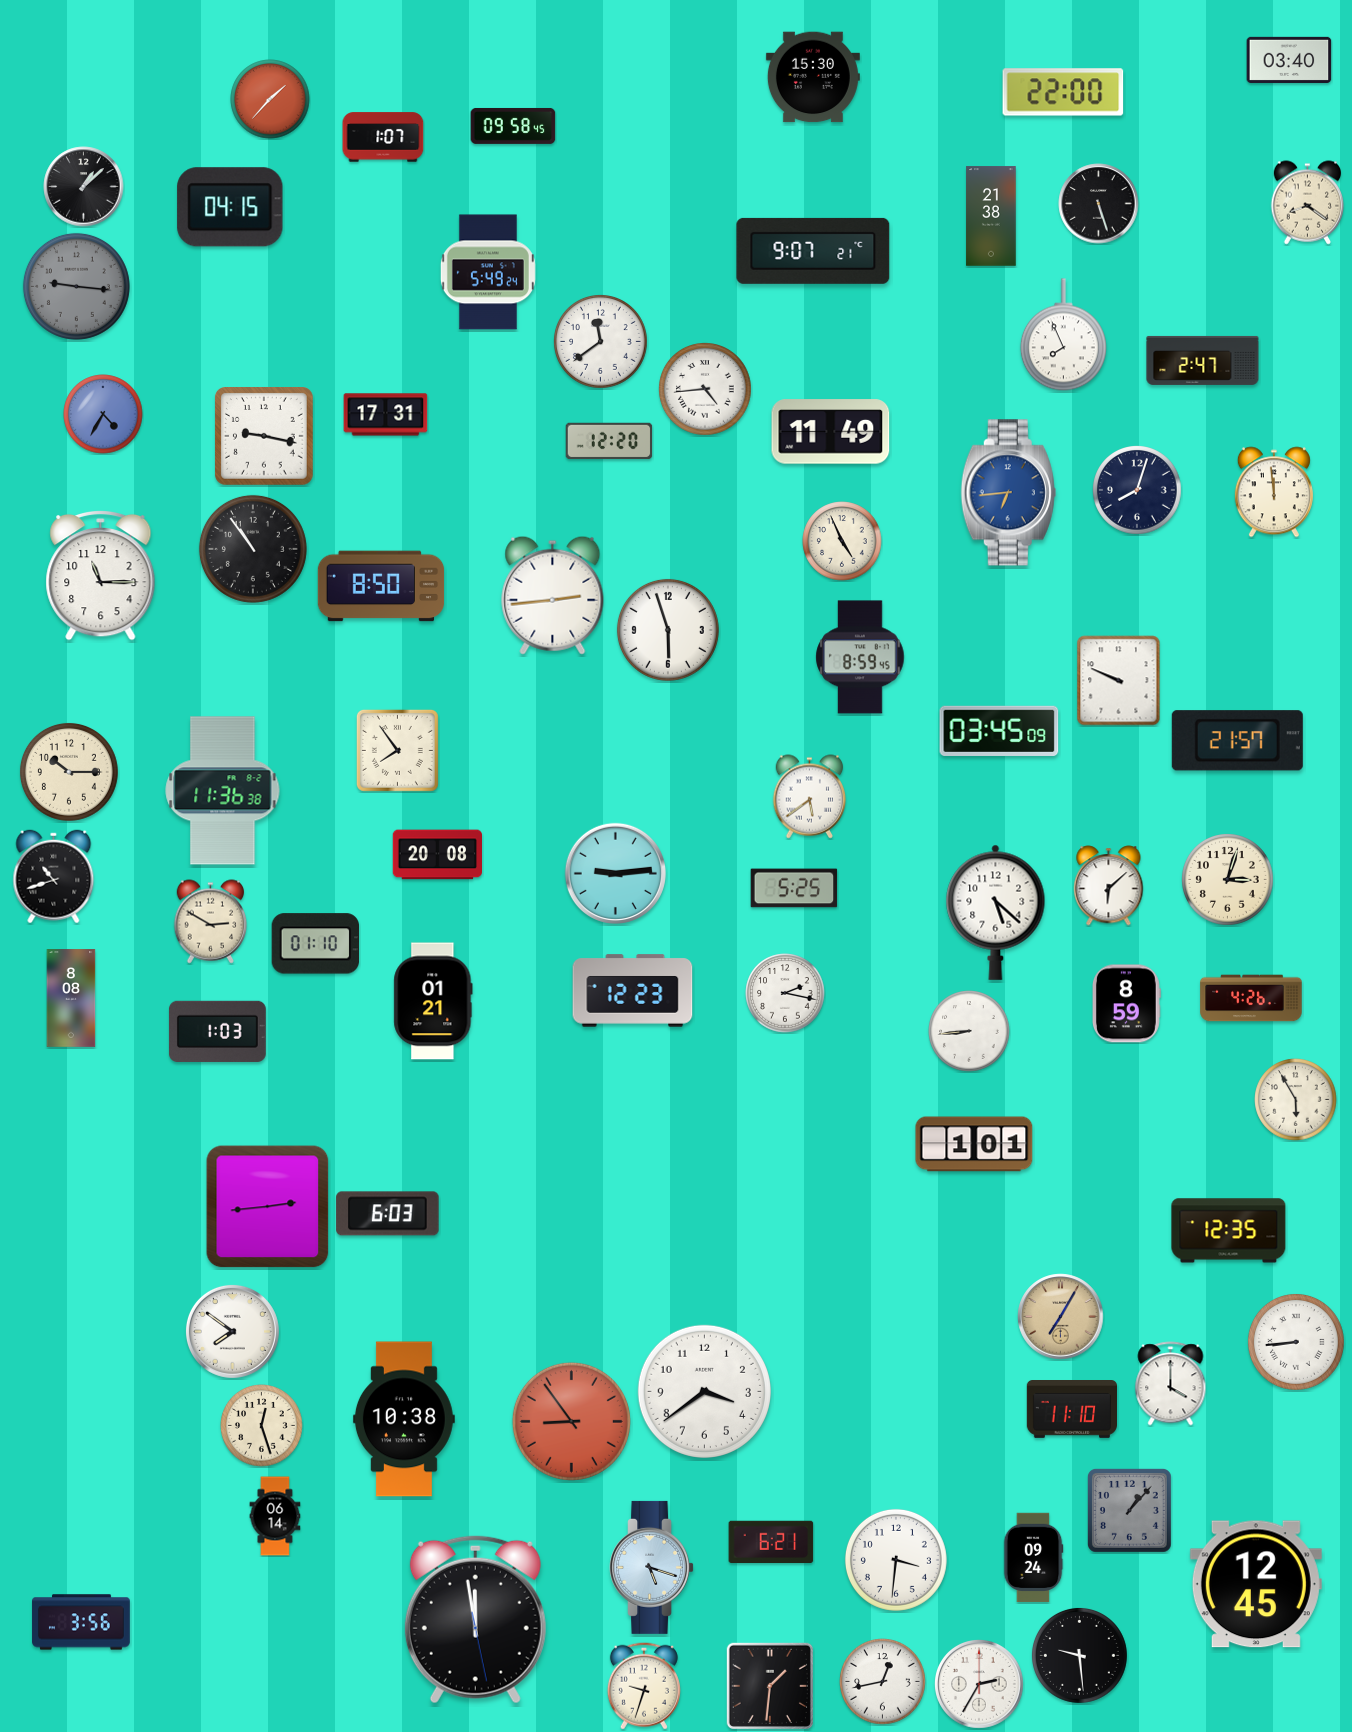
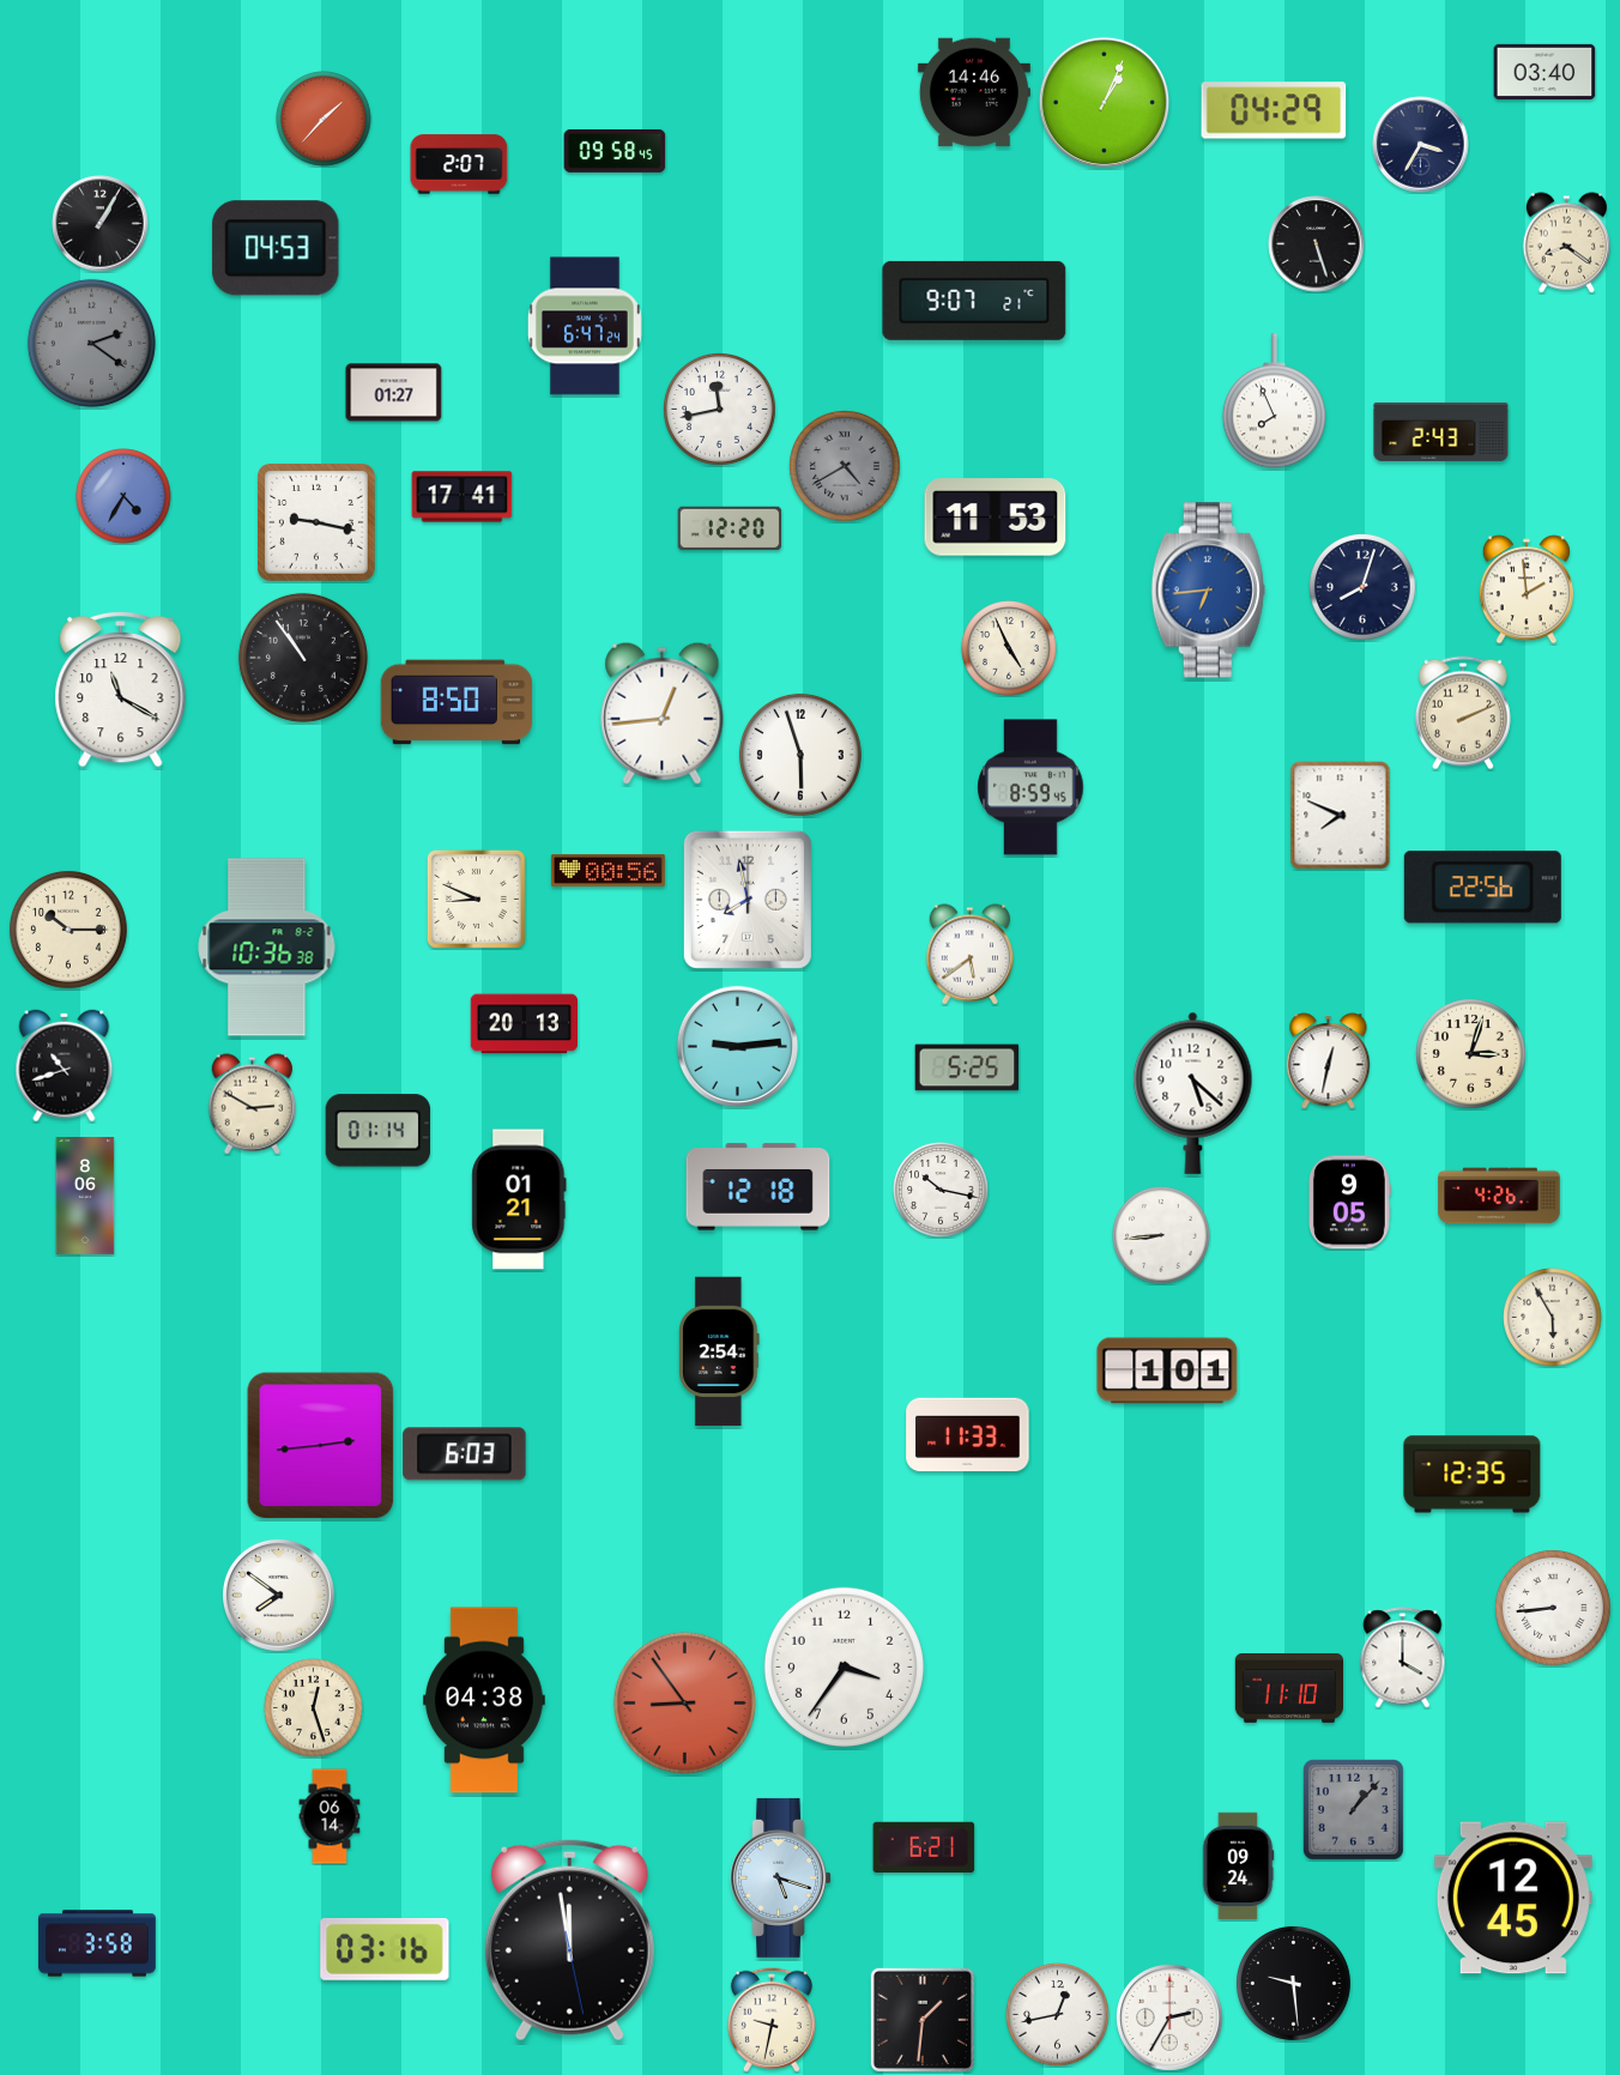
clock at (813, 77): 15:30 -> 14:46
clock at (1105, 103): none -> 1:04
clock at (1063, 92): 22:00 -> 04:29
clock at (1421, 145): none -> 3:35
clock at (383, 137): 1:07 -> 2:07
clock at (84, 187): 1:08 -> 1:05
clock at (230, 207): 04:15 -> 04:53
clock at (991, 216): 21:38 -> none
clock at (488, 272): 5:49 -> 6:47
clock at (76, 286): 9:16 -> 2:21
clock at (394, 393): none -> 01:27
clock at (601, 342): 11:39 -> 11:43
clock at (1203, 360): 2:47 -> 2:43
clock at (706, 390): 4:44 -> 4:40
clock at (706, 390) dial: white -> grey
clock at (386, 415): 17:31 -> 17:41
clock at (831, 432): 11:49 -> 11:53
clock at (1274, 492): 11:59 -> 1:59
clock at (101, 575): 11:15 -> 11:20
clock at (553, 595): 2:44 -> 12:44
clock at (1463, 713): none -> 2:11
clock at (1119, 681): 9:49 -> 7:49
clock at (607, 870): none -> 00:56
clock at (999, 731): 03:45 -> none
clock at (1237, 741): 21:57 -> 22:56
clock at (397, 750): 7:54 -> 8:49
clock at (748, 900): none -> 7:58
clock at (69, 772) position: (69, 772) -> (68, 930)
clock at (223, 791): 11:36 -> 10:36
clock at (437, 855): 20:08 -> 20:13
clock at (54, 877) position: (54, 877) -> (65, 1066)
clock at (1109, 886): 6:08 -> 12:32
clock at (794, 888) position: (794, 888) -> (967, 1067)
clock at (316, 944): 01:10 -> 01:14
clock at (633, 991): 12:23 -> 12:18
clock at (785, 993): 2:17 -> 10:17
clock at (71, 998): 8:08 -> 8:06
clock at (1127, 1004): 8:59 -> 9:05
clock at (217, 1031): 1:03 -> none
clock at (719, 1351): none -> 2:54
clock at (968, 1435): none -> 11:33
clock at (1061, 1317): 7:05 -> none
clock at (704, 1391): 3:39 -> 3:36
clock at (1071, 1410) position: (1071, 1410) -> (1288, 1689)
clock at (404, 1419): 10:38 -> 04:38
clock at (896, 1560): 3:31 -> none
clock at (1256, 1584) position: (1256, 1584) -> (1513, 1898)
clock at (81, 1622): 3:56 -> 3:58
clock at (385, 1949): none -> 03:16
clock at (979, 1685) position: (979, 1685) -> (1169, 2019)
clock at (644, 1686): 9:33 -> 9:32
